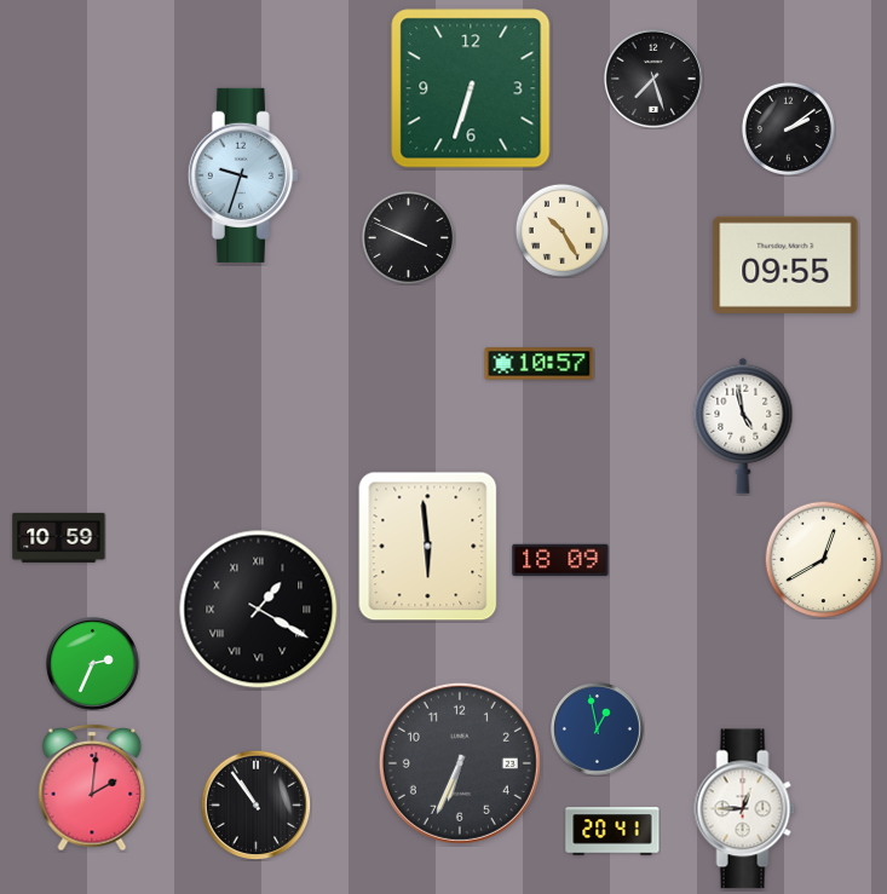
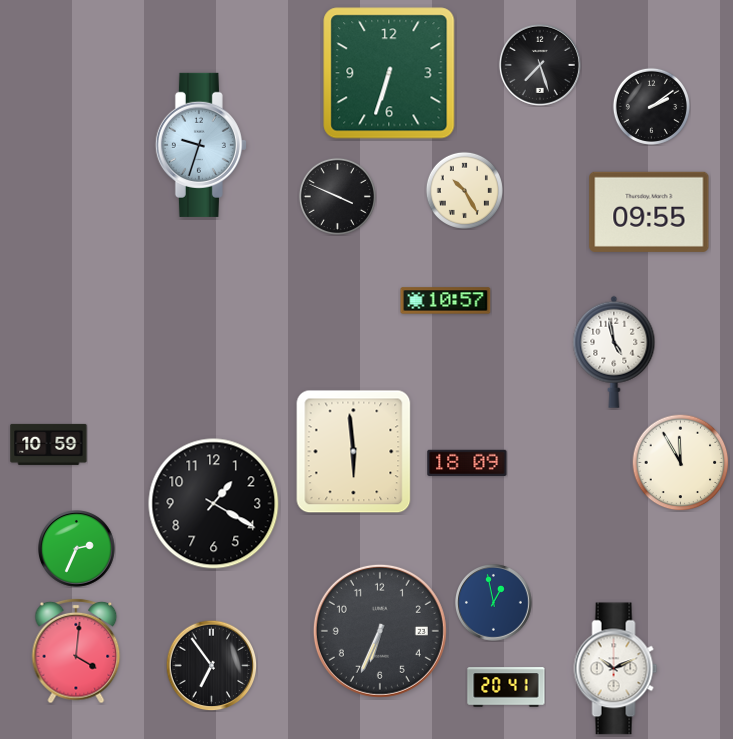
clock at (785, 265) position: (785, 265) -> (649, 212)
clock at (823, 559): 12:40 -> 11:55
clock at (560, 560) position: (560, 560) -> (467, 463)
clock at (259, 610) numerals: Roman -> Arabic
clock at (92, 788): 2:01 -> 4:01
clock at (255, 804): 10:54 -> 6:54
clock at (745, 809): 12:45 -> 10:11
